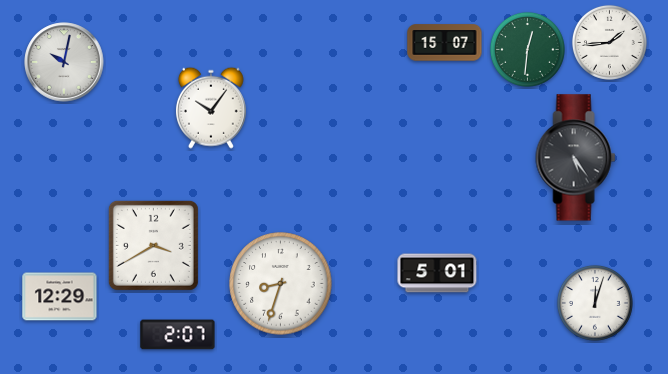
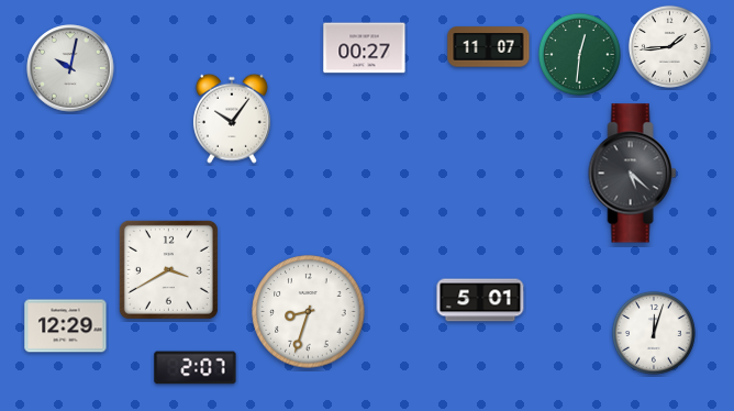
clock at (445, 43): 15:07 -> 11:07
clock at (365, 48): none -> 00:27
clock at (576, 158): 5:24 -> 5:22
